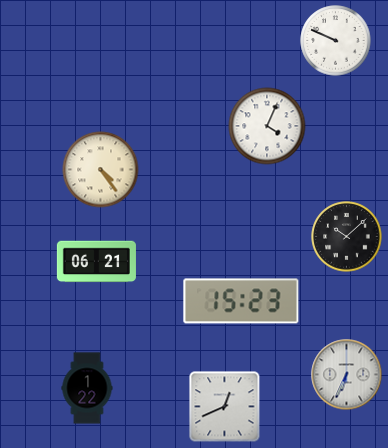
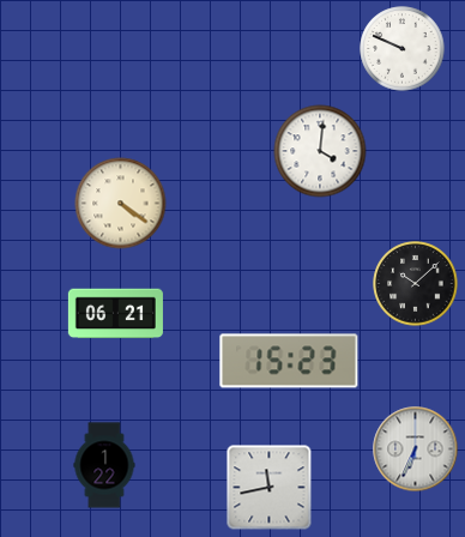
clock at (267, 126): 4:04 -> 4:01
clock at (101, 170): 4:24 -> 4:21
clock at (225, 407): 12:41 -> 11:43
